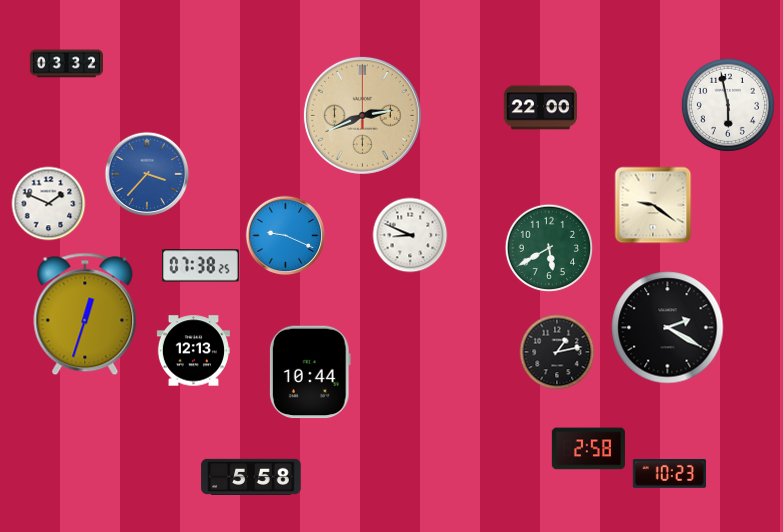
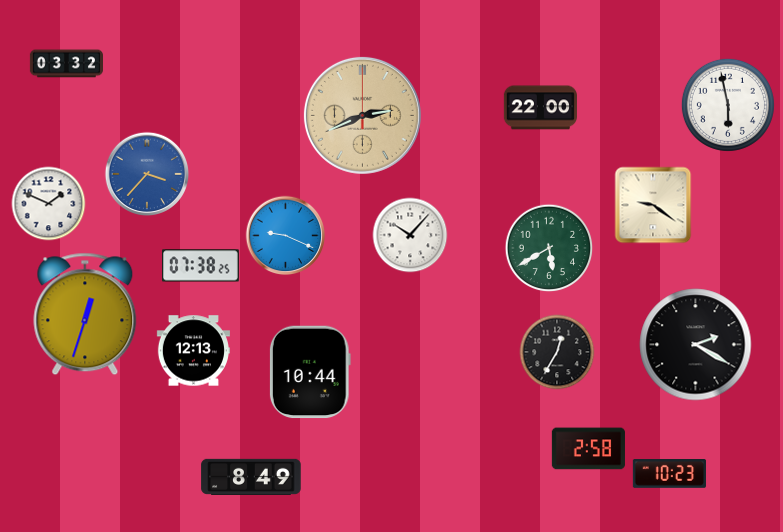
clock at (410, 235): 8:49 -> 10:07
clock at (668, 328) position: (668, 328) -> (696, 345)
clock at (557, 352): 1:13 -> 12:35
clock at (251, 477): 5:58 -> 8:49
